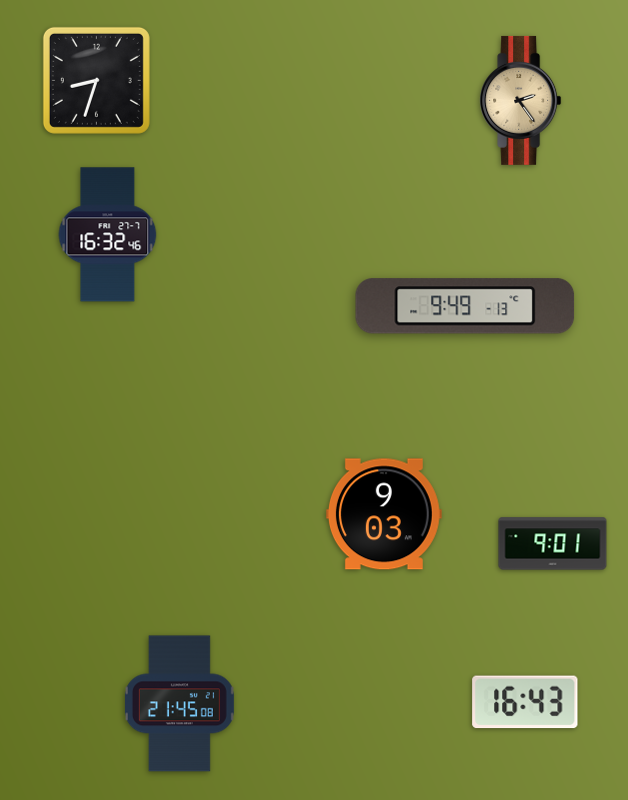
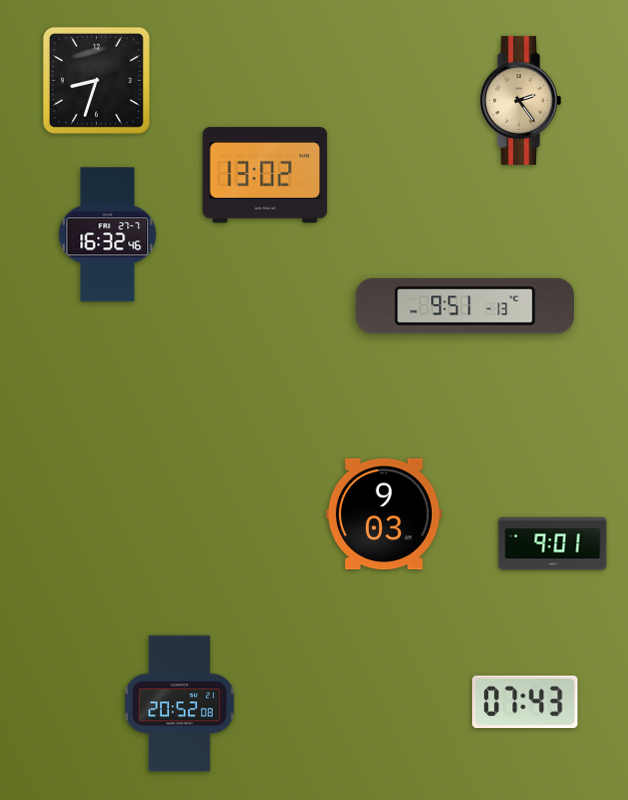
clock at (265, 176): none -> 13:02
clock at (465, 306): 9:49 -> 9:51
clock at (525, 702): 16:43 -> 07:43
clock at (179, 704): 21:45 -> 20:52
